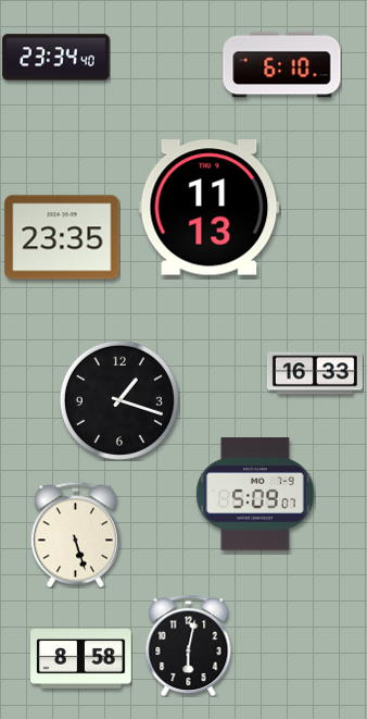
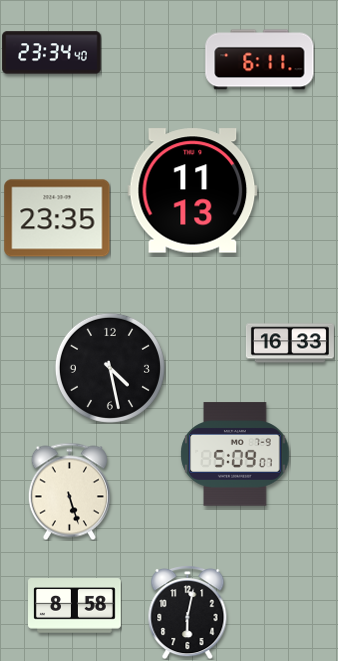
clock at (282, 65): 6:10 -> 6:11
clock at (119, 400): 1:18 -> 4:28
clock at (189, 646) position: (189, 646) -> (188, 613)
